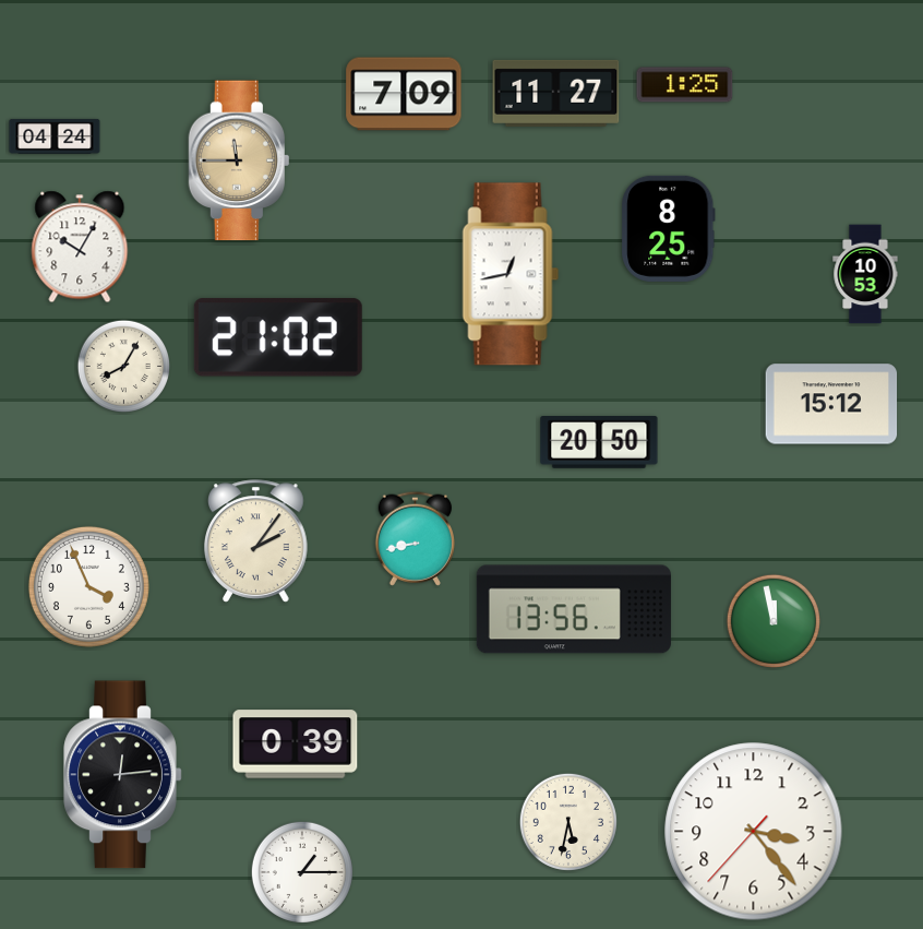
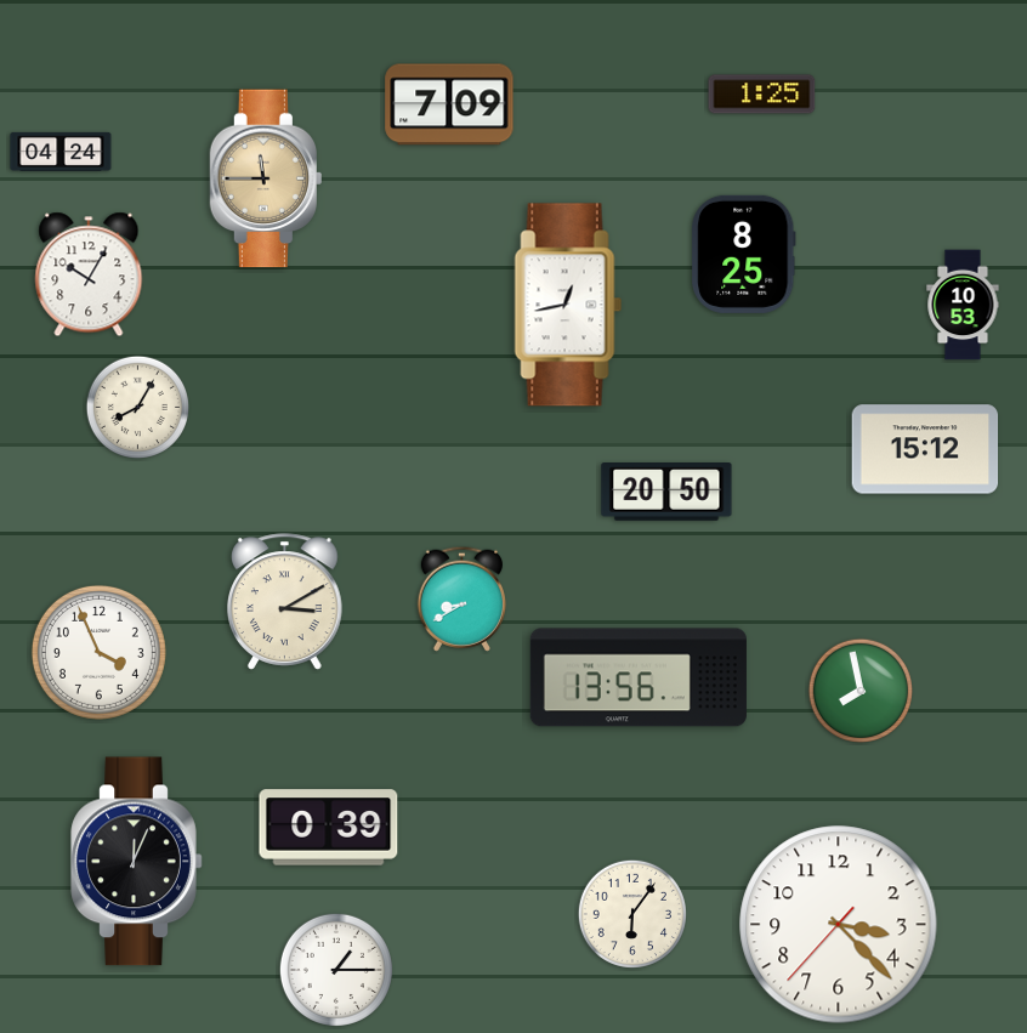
clock at (556, 93): 11:27 -> none
clock at (278, 338): 21:02 -> none
clock at (415, 538): 8:43 -> 8:40
clock at (256, 541): 2:06 -> 3:10
clock at (772, 620): 11:58 -> 7:58
clock at (123, 775): 12:14 -> 12:04
clock at (568, 822): 5:32 -> 6:06
clock at (754, 832): 3:23 -> 3:22
